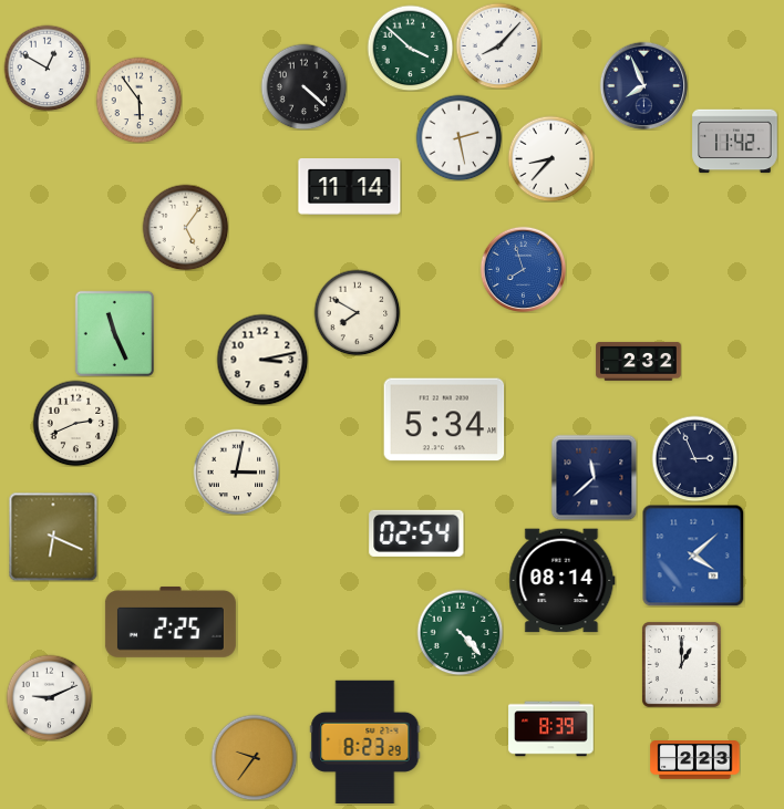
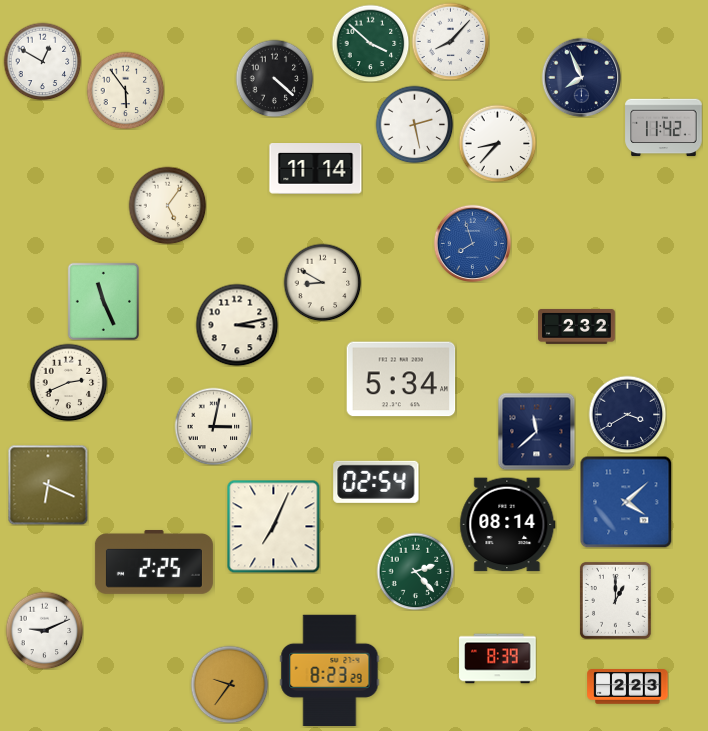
clock at (357, 312): 7:50 -> 8:50
clock at (694, 458): 2:56 -> 3:40
clock at (273, 526): none -> 7:04
clock at (460, 632): 4:23 -> 2:23
